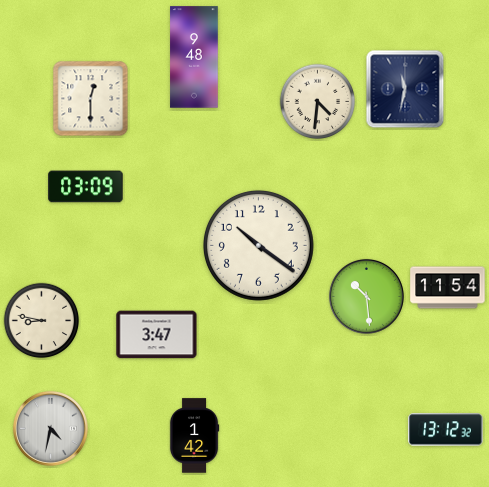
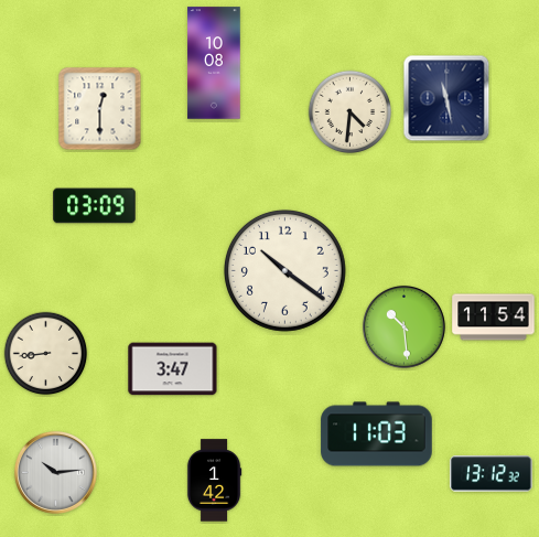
clock at (194, 57): 9:48 -> 10:08
clock at (405, 89): 11:32 -> 11:28
clock at (42, 321): 8:47 -> 8:44
clock at (377, 434): none -> 11:03
clock at (50, 428): 4:32 -> 10:14
